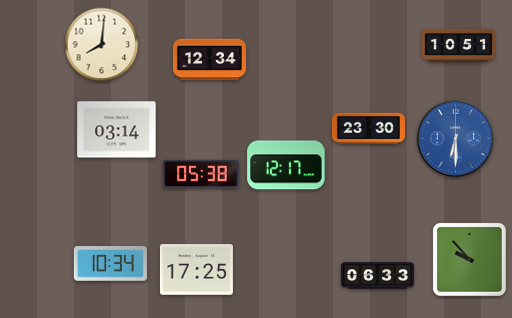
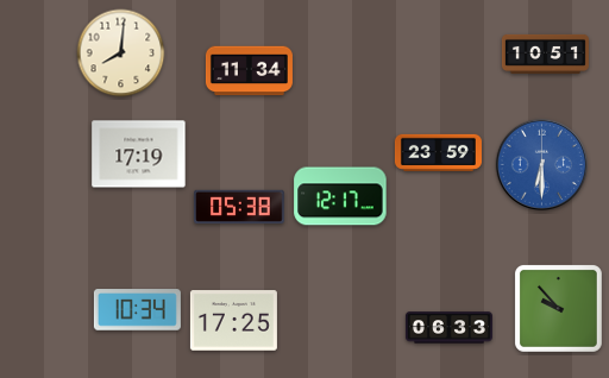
clock at (209, 60): 12:34 -> 11:34
clock at (368, 128): 23:30 -> 23:59
clock at (117, 130): 03:14 -> 17:19
clock at (110, 264) position: (110, 264) -> (137, 310)
